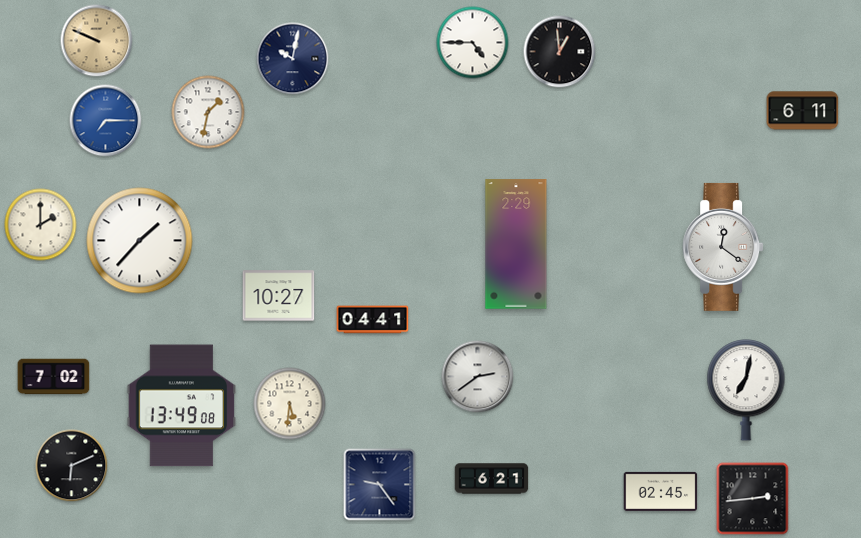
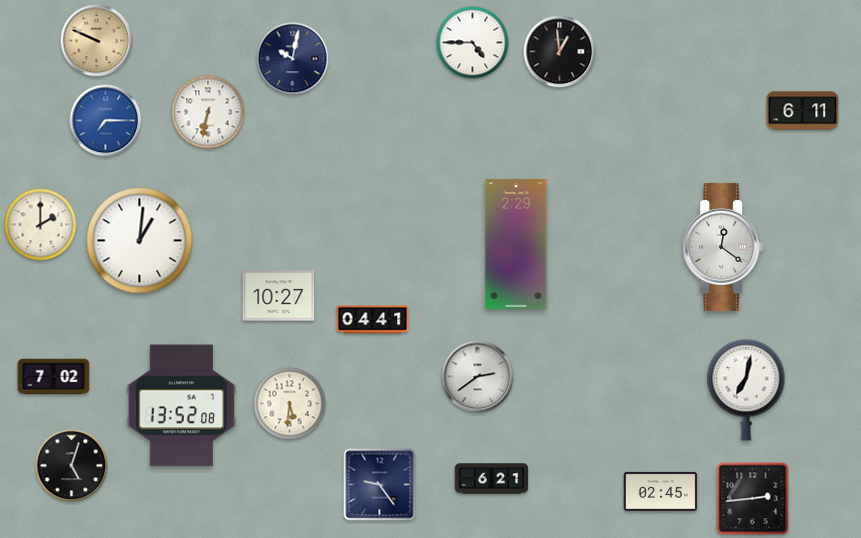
clock at (208, 112): 1:32 -> 6:32
clock at (140, 241): 1:37 -> 1:01
clock at (182, 406): 13:49 -> 13:52
clock at (72, 466): 6:11 -> 5:03
